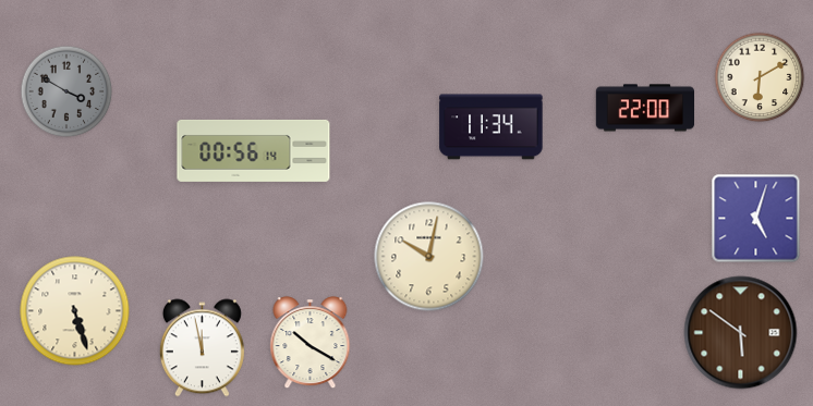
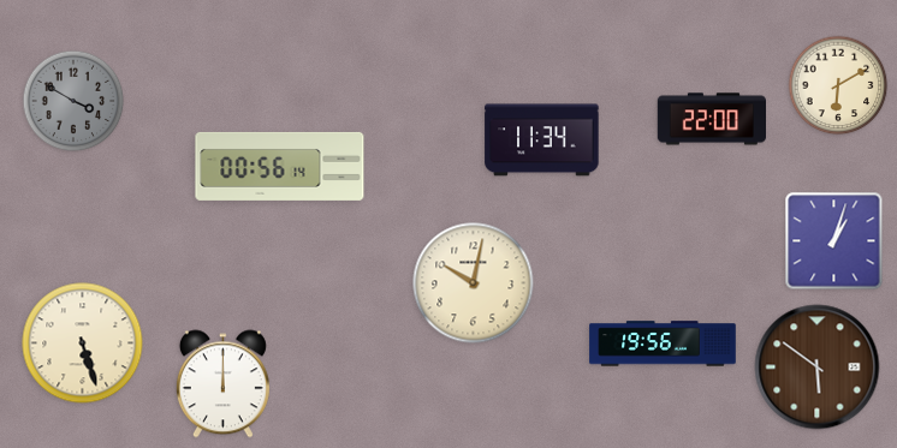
clock at (756, 219): 5:03 -> 1:03
clock at (663, 344): none -> 19:56
clock at (311, 343): 10:20 -> none
clock at (202, 348): 11:58 -> 12:00
